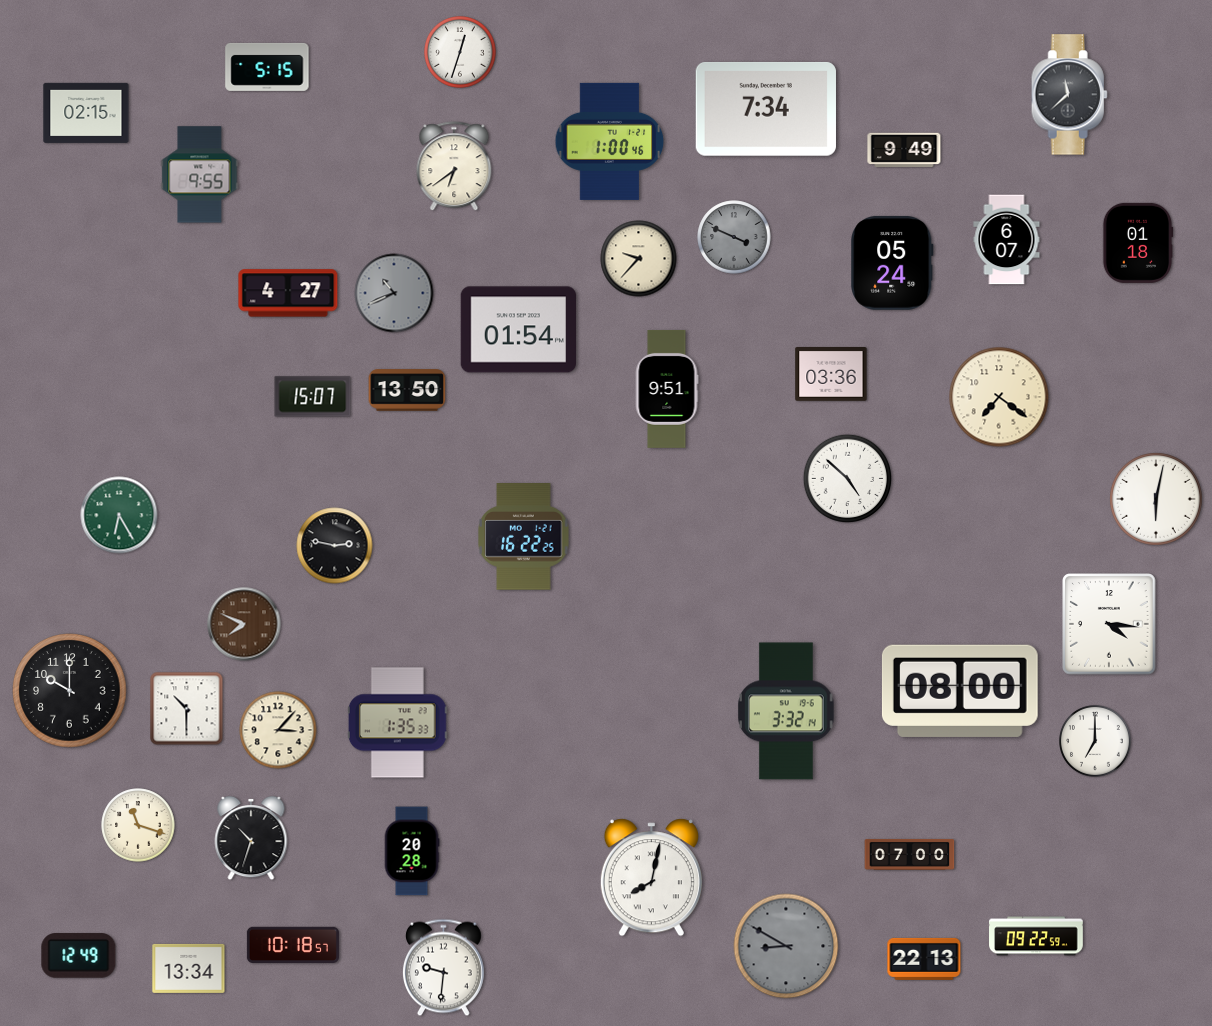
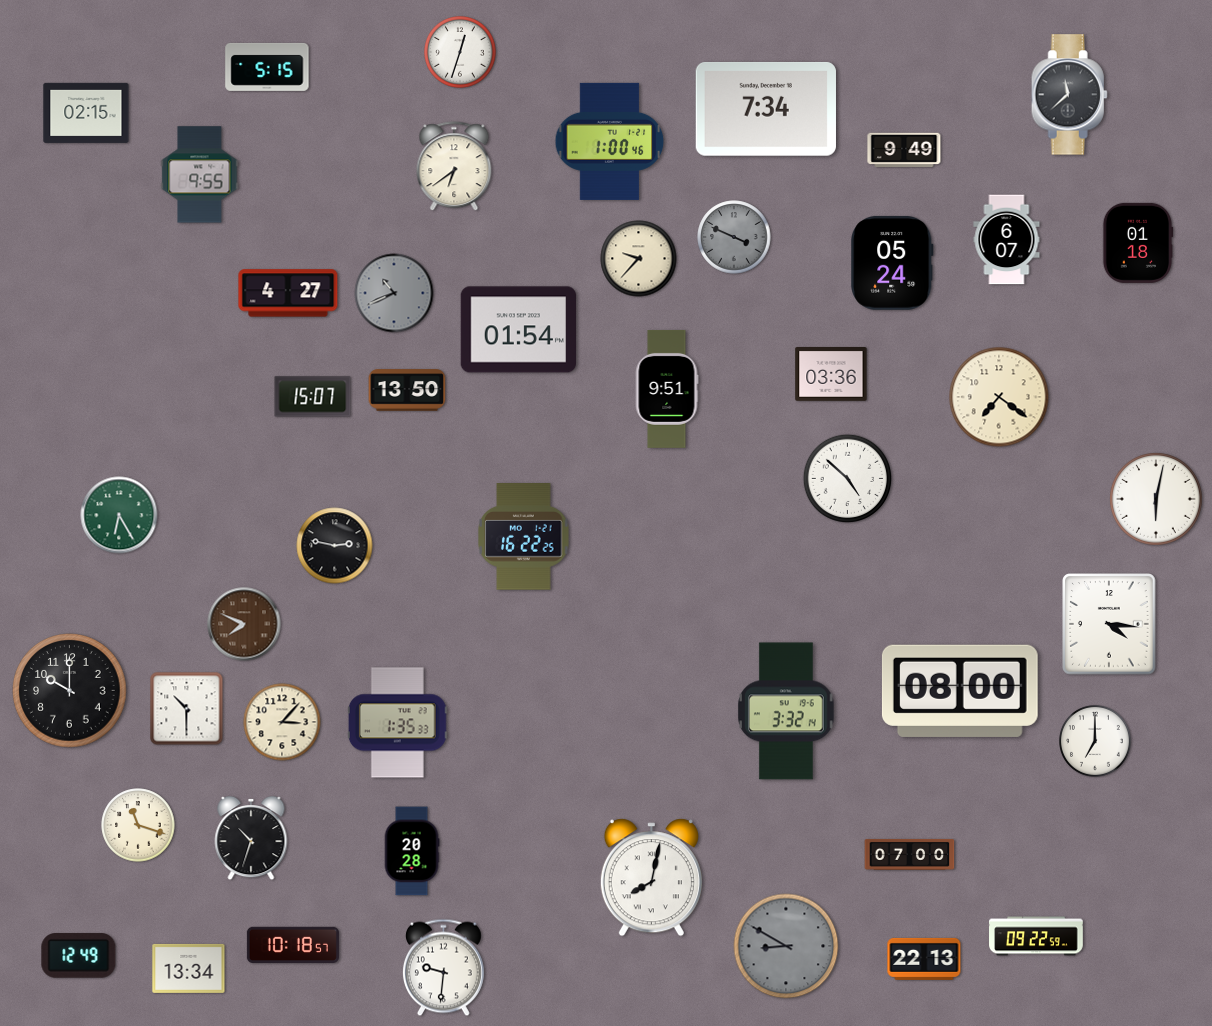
clock at (278, 730) position: (278, 730) -> (282, 722)
